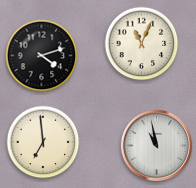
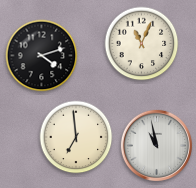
clock at (43, 142) position: (43, 142) -> (76, 137)
